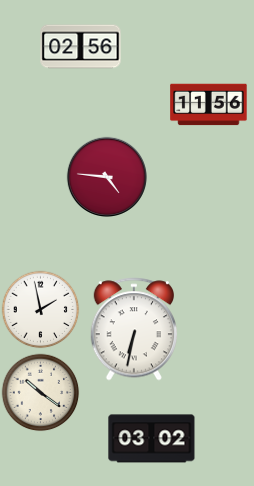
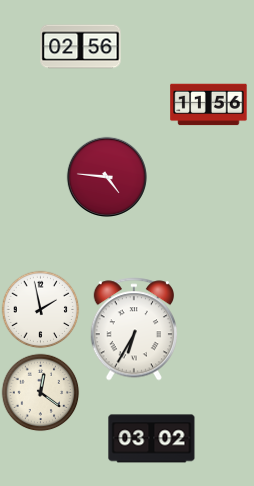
clock at (133, 329): 6:32 -> 6:35
clock at (40, 392): 10:21 -> 12:21
